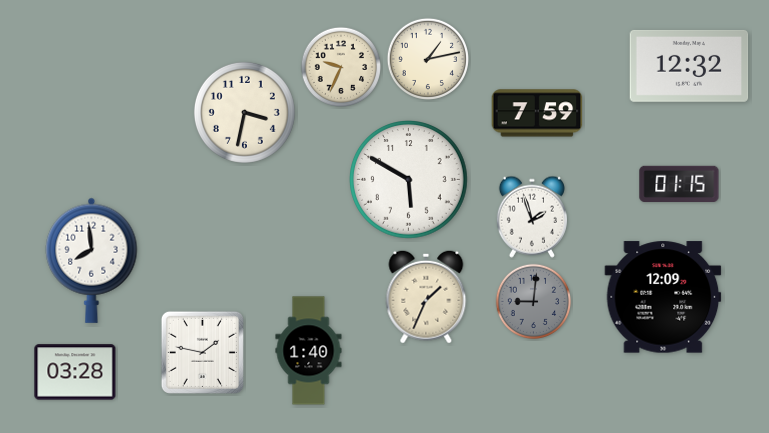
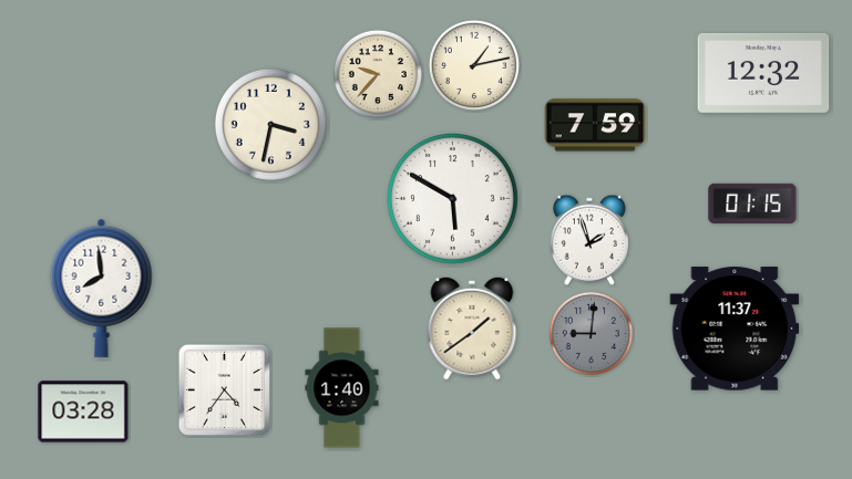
clock at (340, 66): 9:34 -> 9:37
clock at (426, 297): 1:34 -> 1:39
clock at (663, 297): 12:09 -> 11:37
clock at (202, 352): 1:47 -> 4:36
